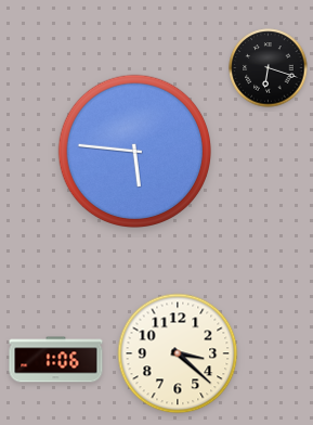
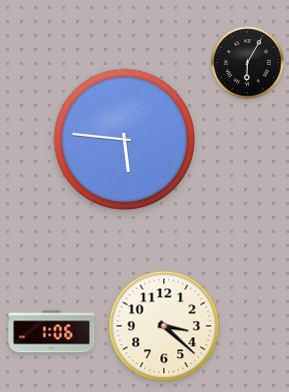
clock at (269, 68): 6:18 -> 6:05
